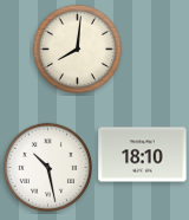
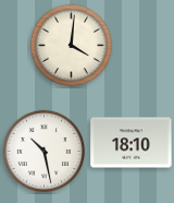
clock at (77, 48): 8:01 -> 4:01
clock at (47, 167) position: (47, 167) -> (43, 151)
